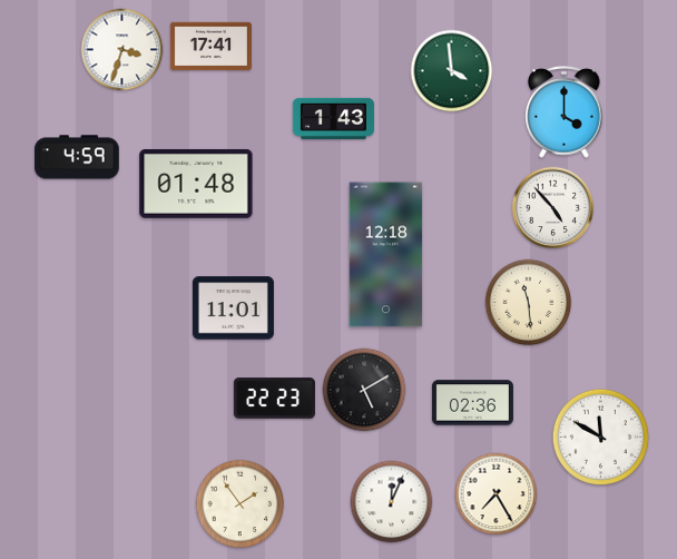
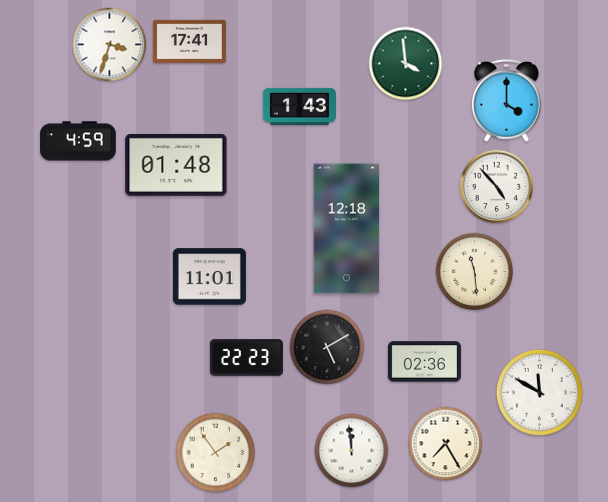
clock at (77, 157) position: (77, 157) -> (78, 141)
clock at (364, 390) position: (364, 390) -> (327, 347)
clock at (392, 502): 12:04 -> 11:59
